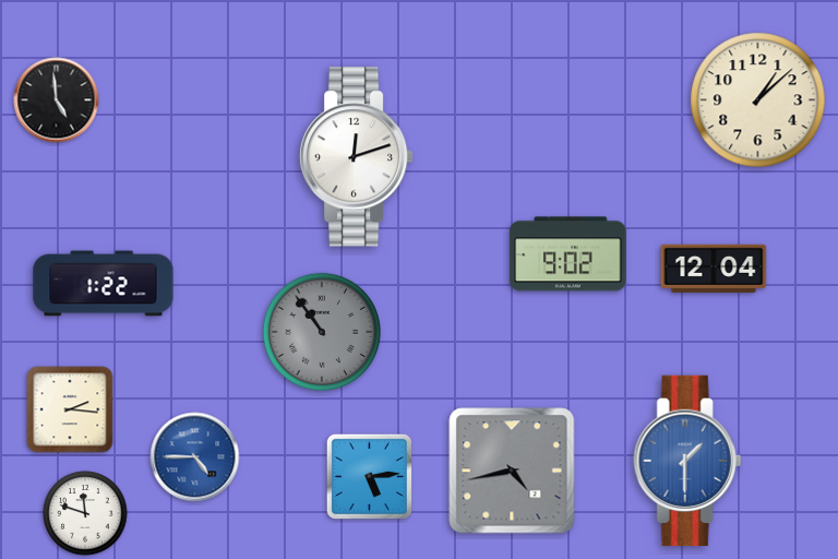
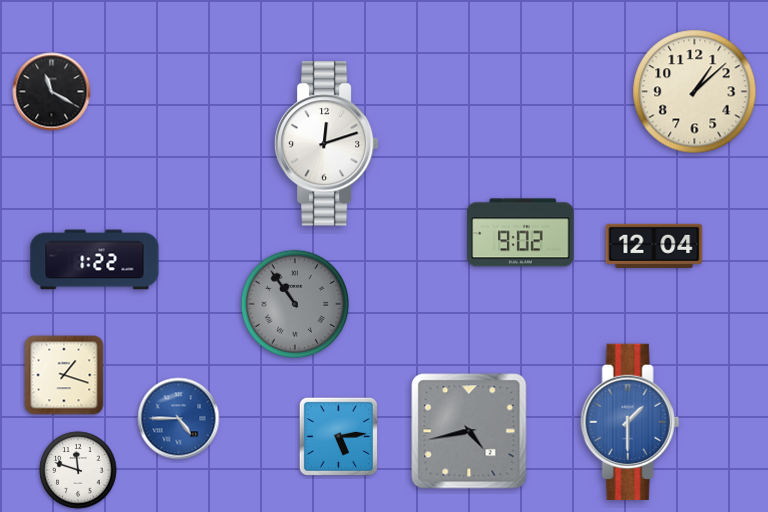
clock at (57, 100): 4:59 -> 11:20
clock at (70, 409): 2:16 -> 1:18
